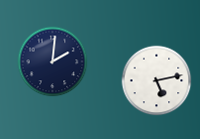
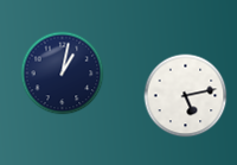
clock at (53, 62): 2:01 -> 1:02
